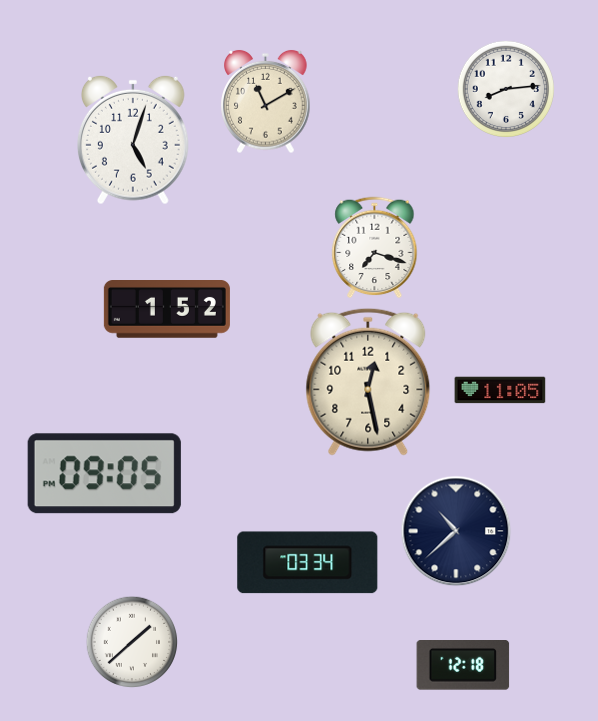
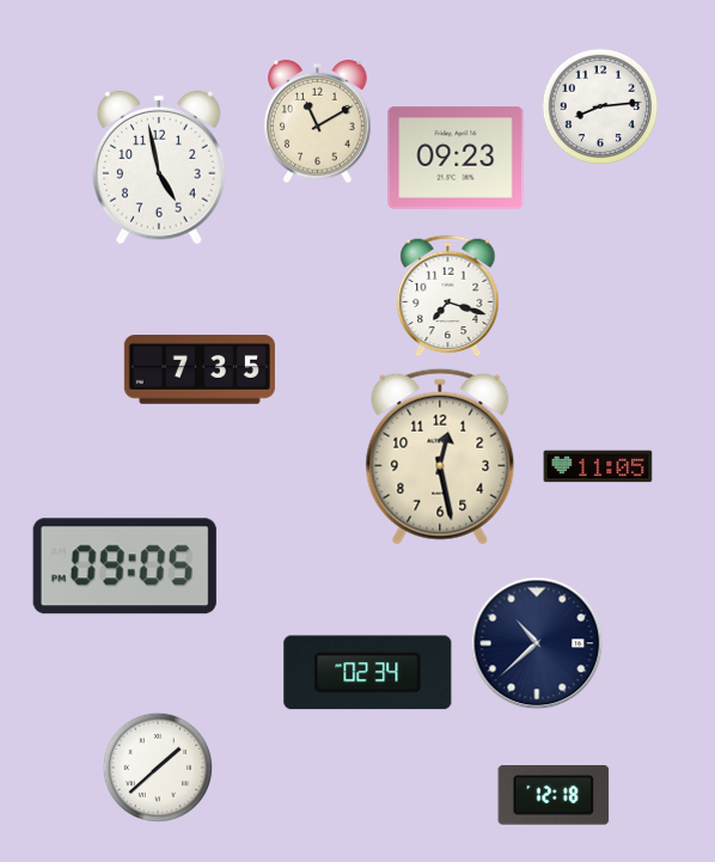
clock at (505, 88) position: (505, 88) -> (599, 105)
clock at (456, 158): none -> 09:23
clock at (134, 140): 5:03 -> 4:58
clock at (167, 310): 1:52 -> 7:35
clock at (456, 531) position: (456, 531) -> (537, 643)
clock at (308, 563): 03:34 -> 02:34
